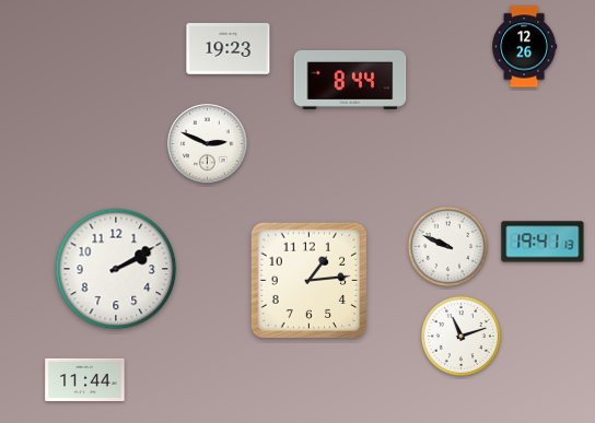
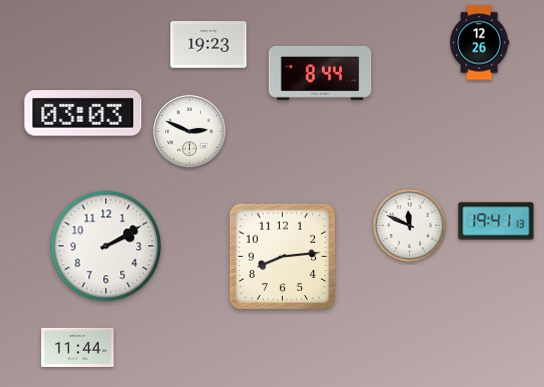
clock at (83, 113): none -> 03:03
clock at (447, 246): 9:49 -> 11:49
clock at (310, 281): 1:14 -> 8:14
clock at (460, 336): 11:12 -> none
